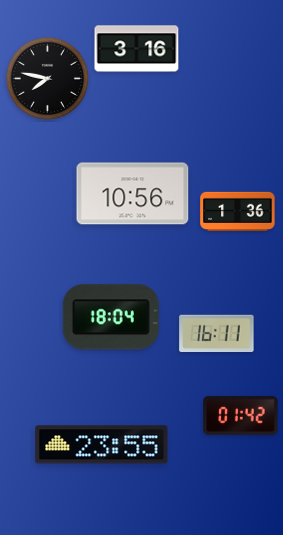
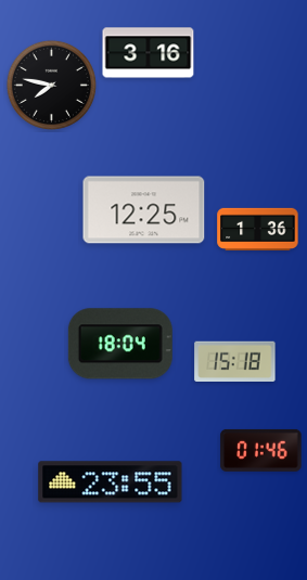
clock at (133, 194): 10:56 -> 12:25
clock at (217, 334): 16:11 -> 15:18
clock at (241, 415): 01:42 -> 01:46
